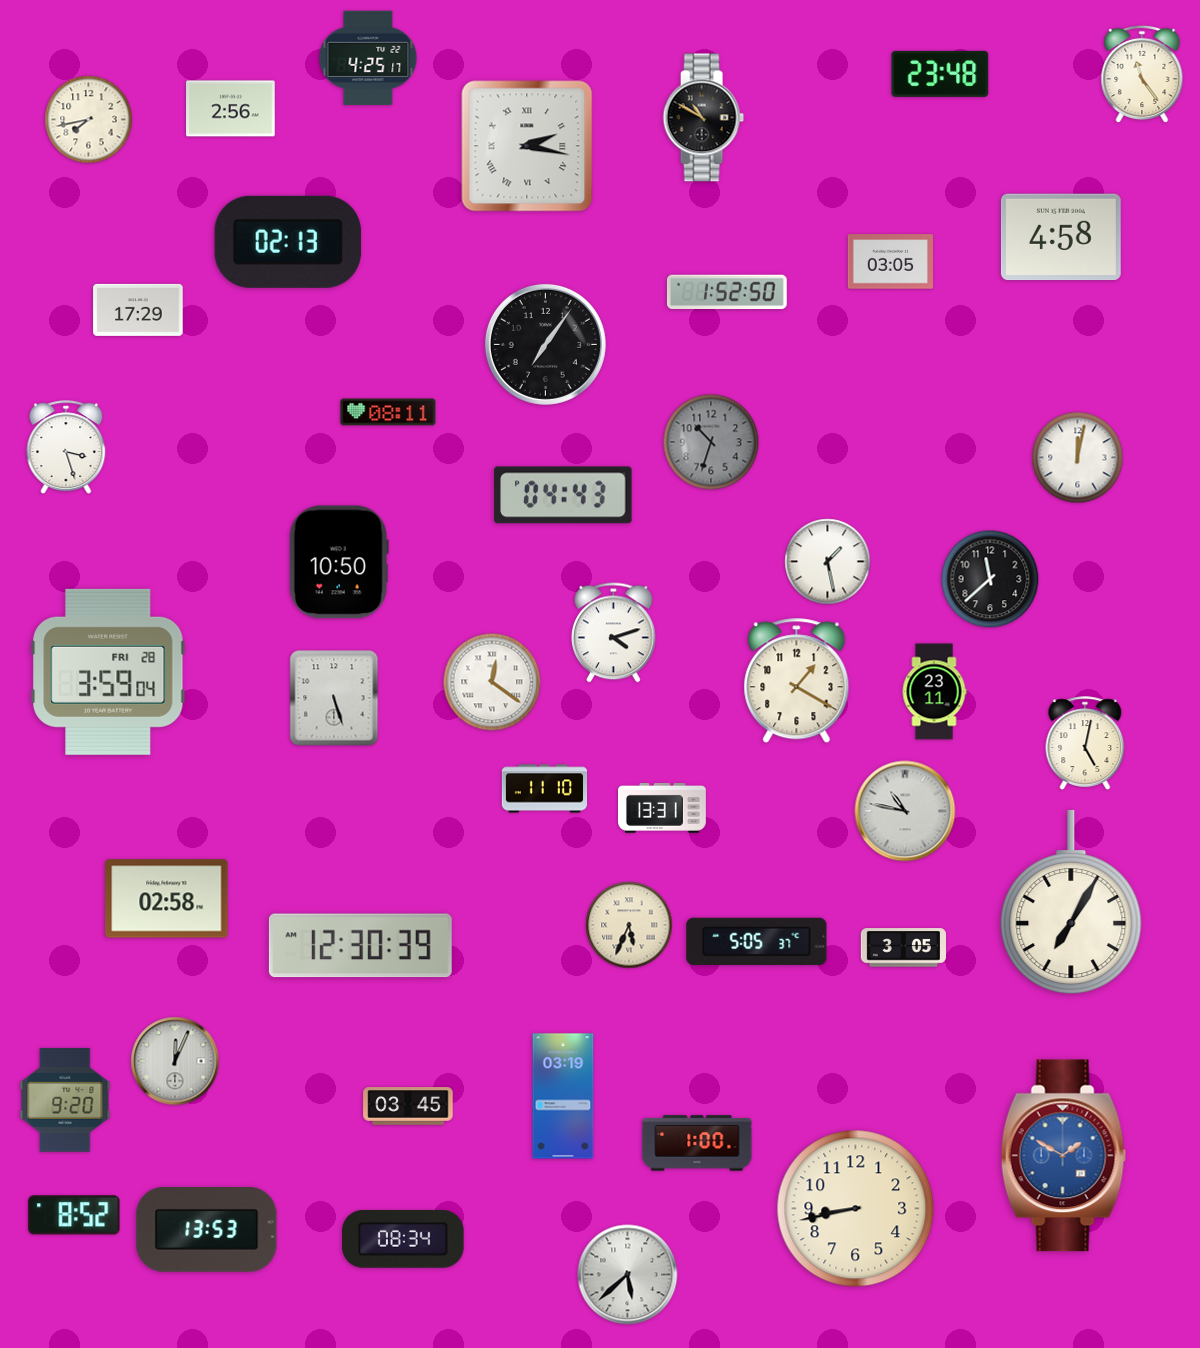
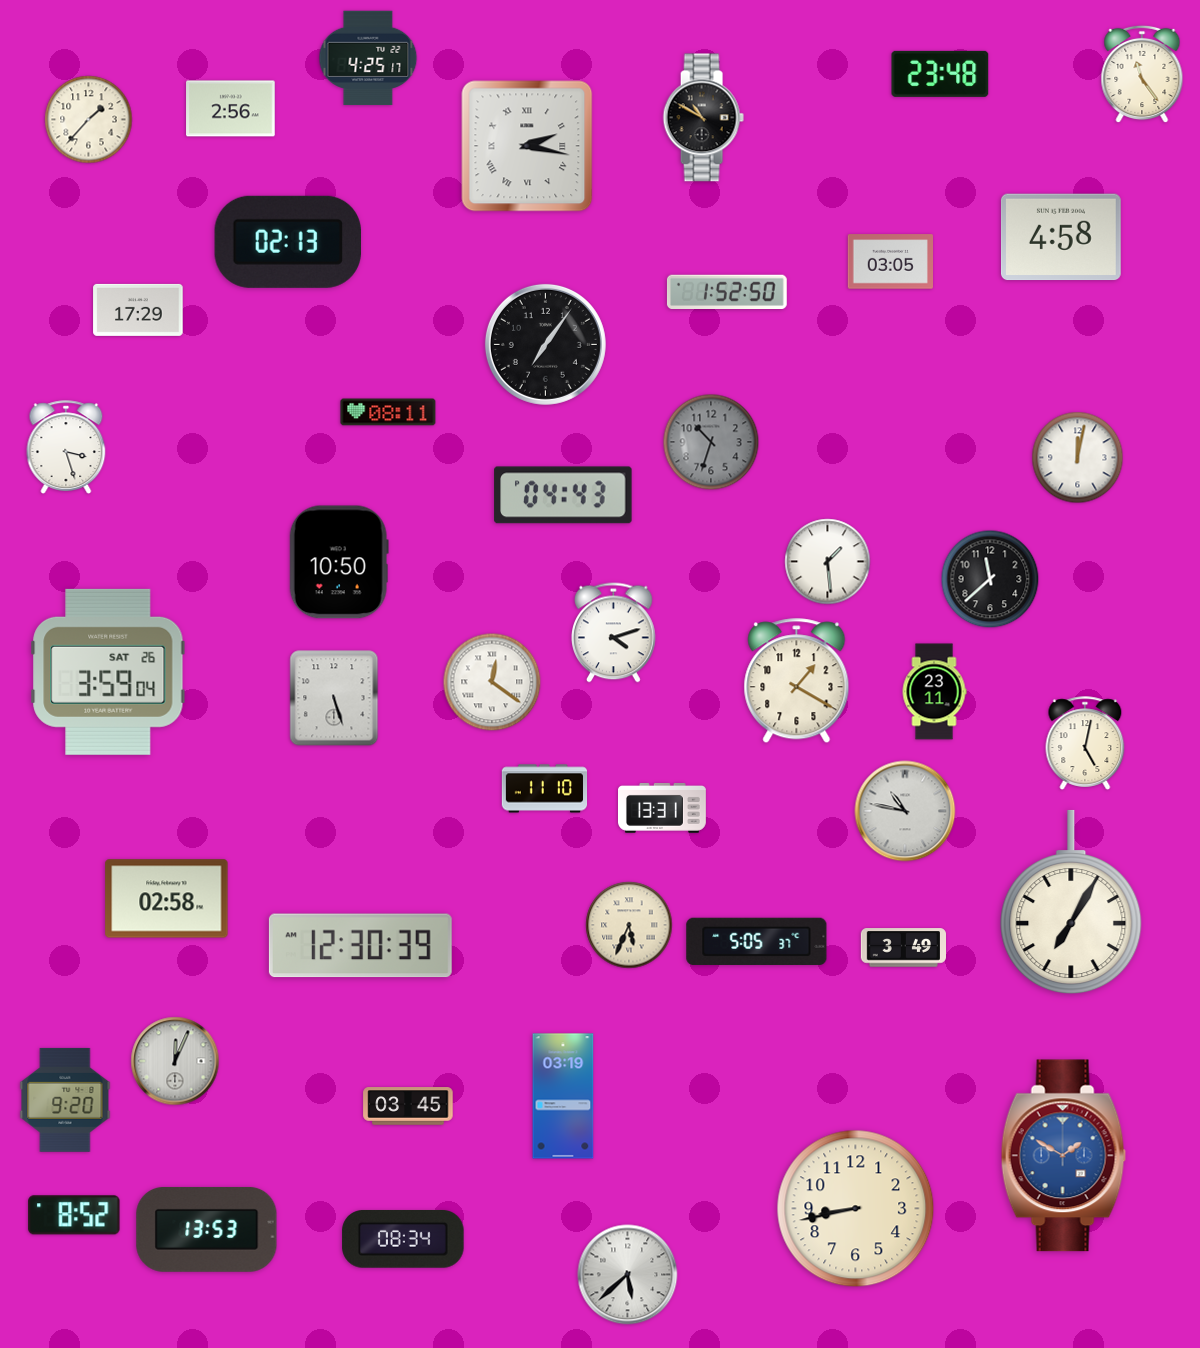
clock at (89, 120): 7:43 -> 1:37
clock at (828, 562): 1:28 -> 1:29
clock at (108, 672) date: FRI 28 -> SAT 26
clock at (903, 948): 3:05 -> 3:49
clock at (697, 1143): 1:00 -> none
